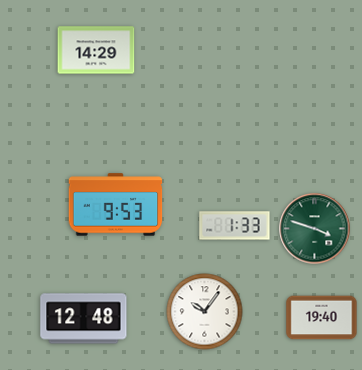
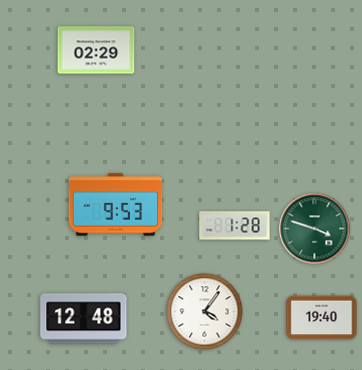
clock at (96, 50): 14:29 -> 02:29
clock at (235, 226): 1:33 -> 1:28
clock at (205, 312): 10:06 -> 4:06
